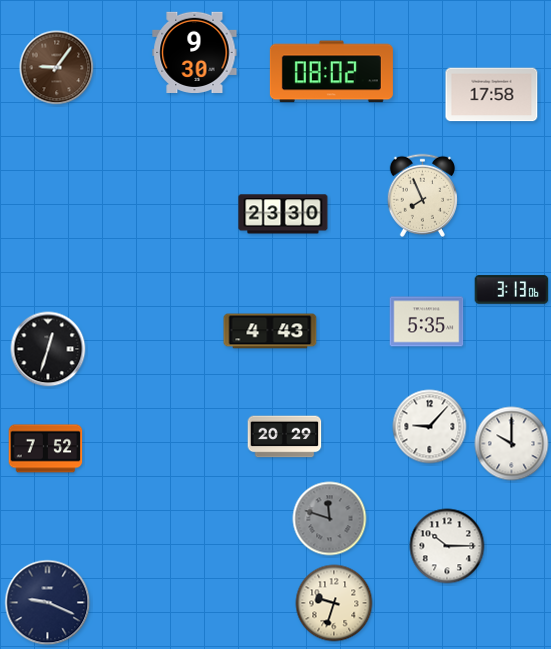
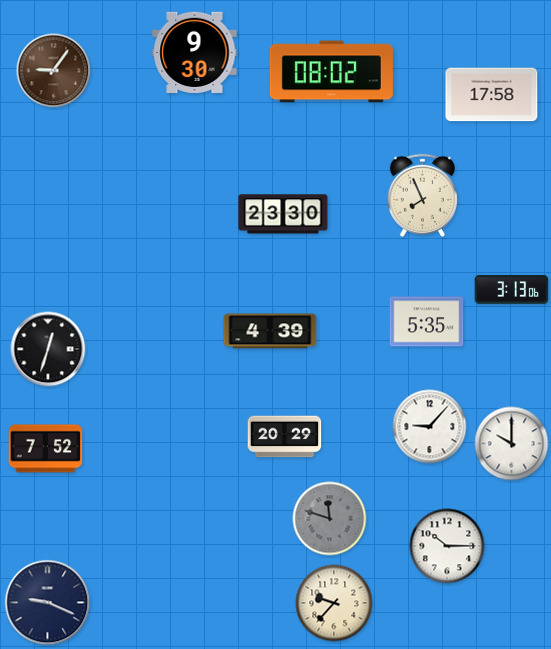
clock at (57, 68) position: (57, 68) -> (54, 71)
clock at (270, 331): 4:43 -> 4:39
clock at (334, 603): 9:33 -> 9:37
